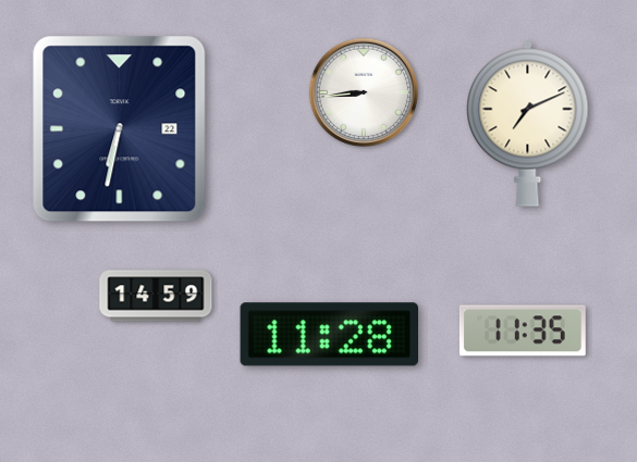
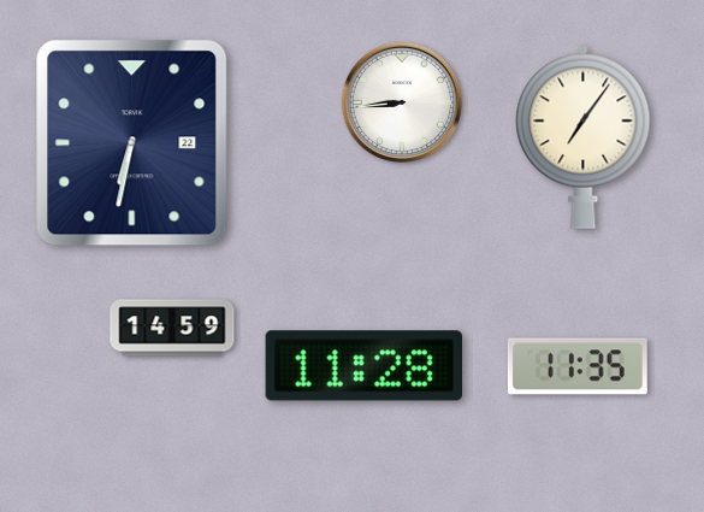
clock at (528, 123): 7:11 -> 7:06
clock at (329, 335) position: (329, 335) -> (363, 366)
